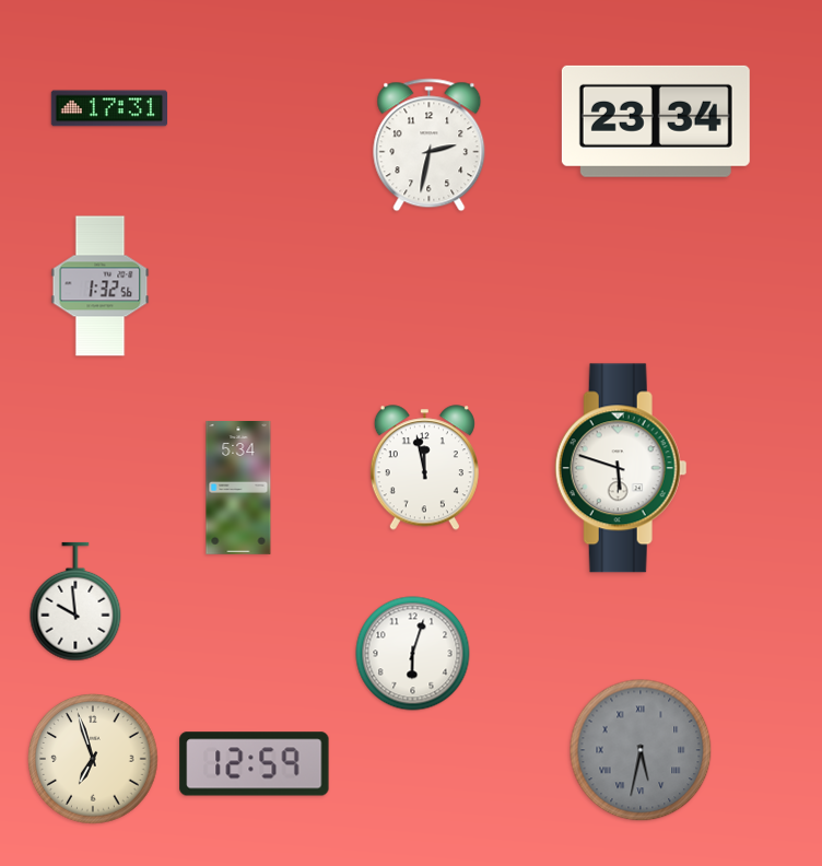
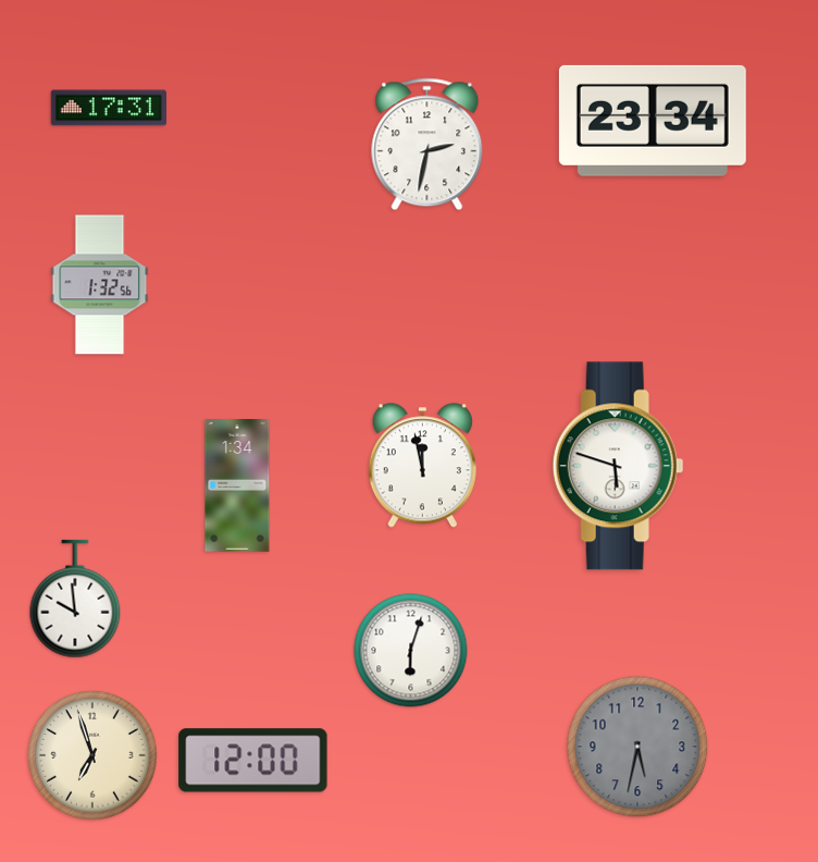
clock at (238, 489): 5:34 -> 1:34
clock at (641, 750) numerals: Roman -> Arabic
clock at (255, 764): 12:59 -> 12:00
